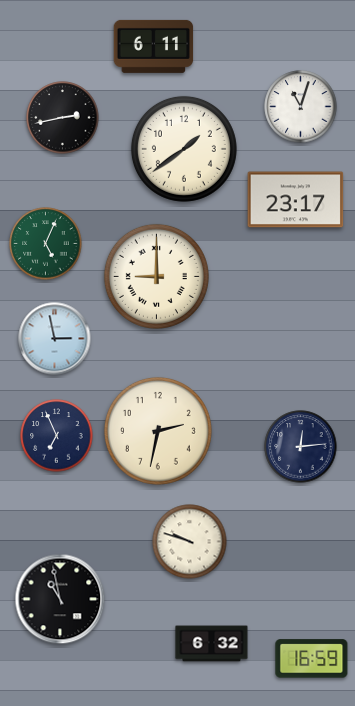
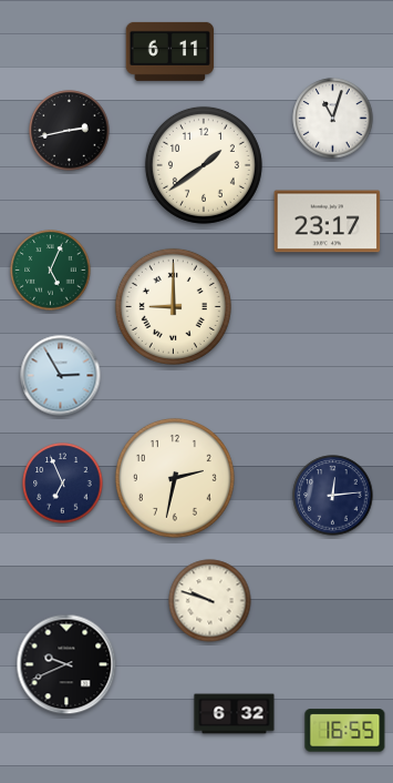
clock at (55, 339): 2:58 -> 2:55
clock at (60, 599): 10:58 -> 9:41
clock at (312, 659): 16:59 -> 16:55
